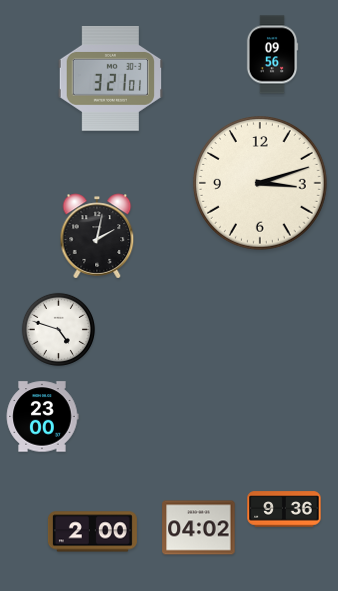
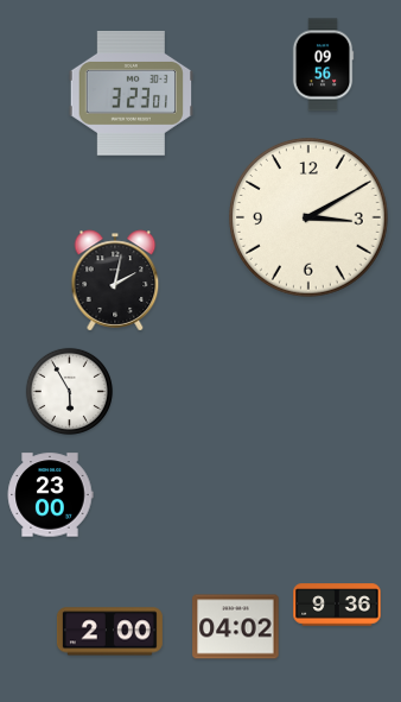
clock at (111, 79): 3:21 -> 3:23
clock at (261, 184): 3:12 -> 3:10
clock at (58, 329): 4:48 -> 5:55
